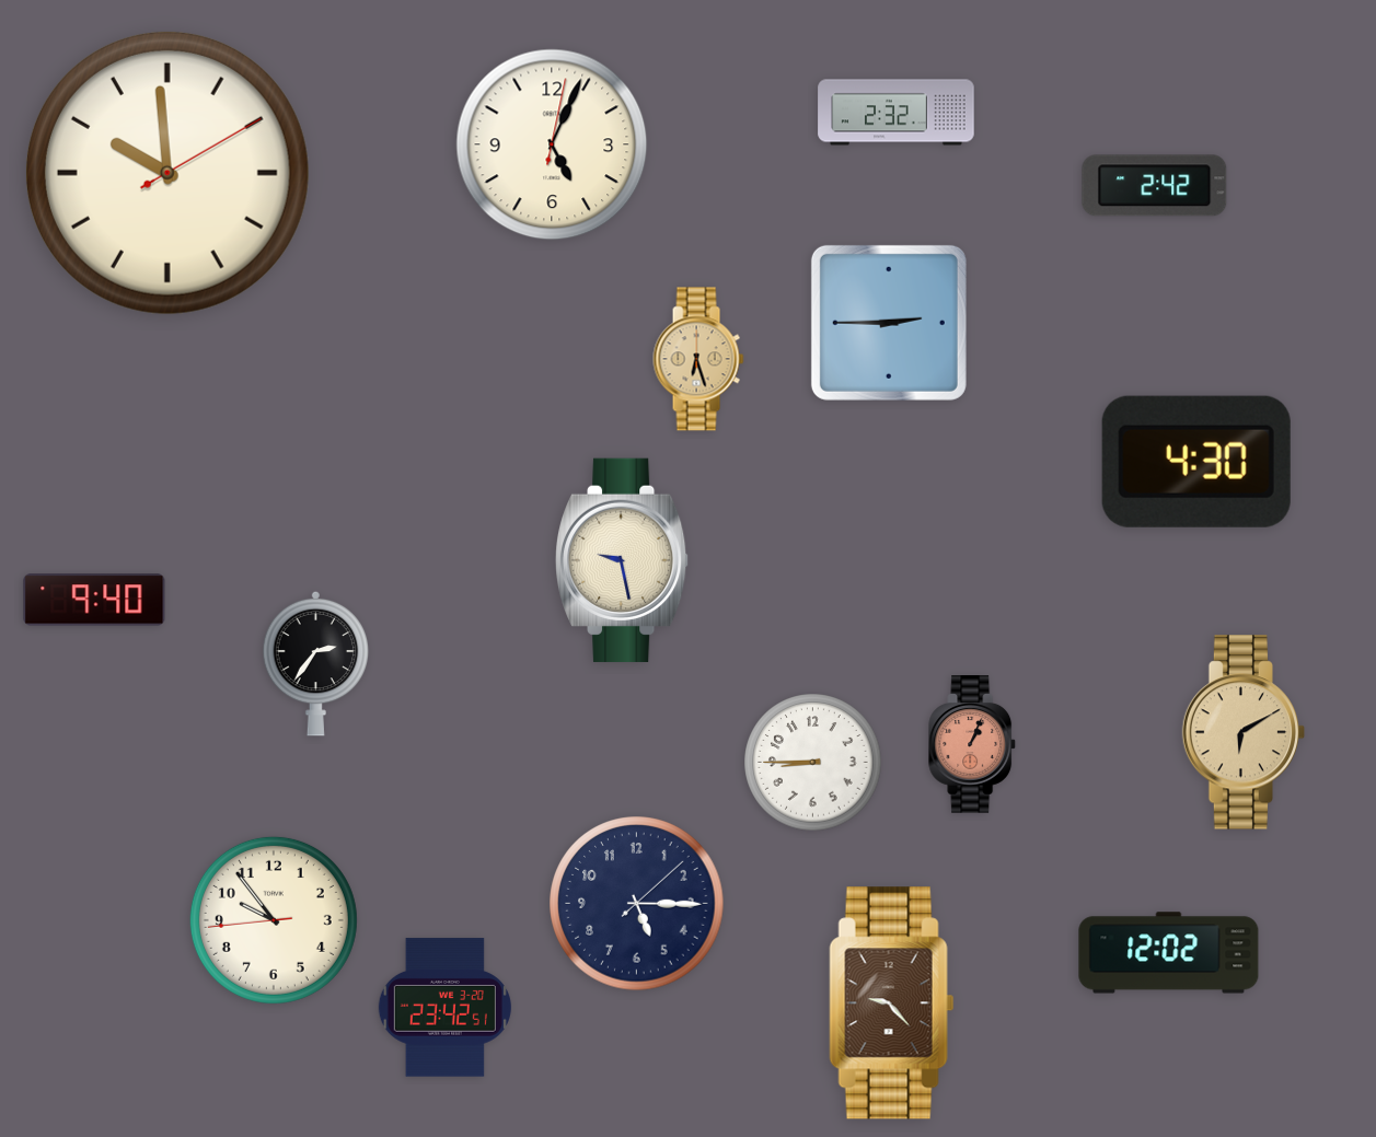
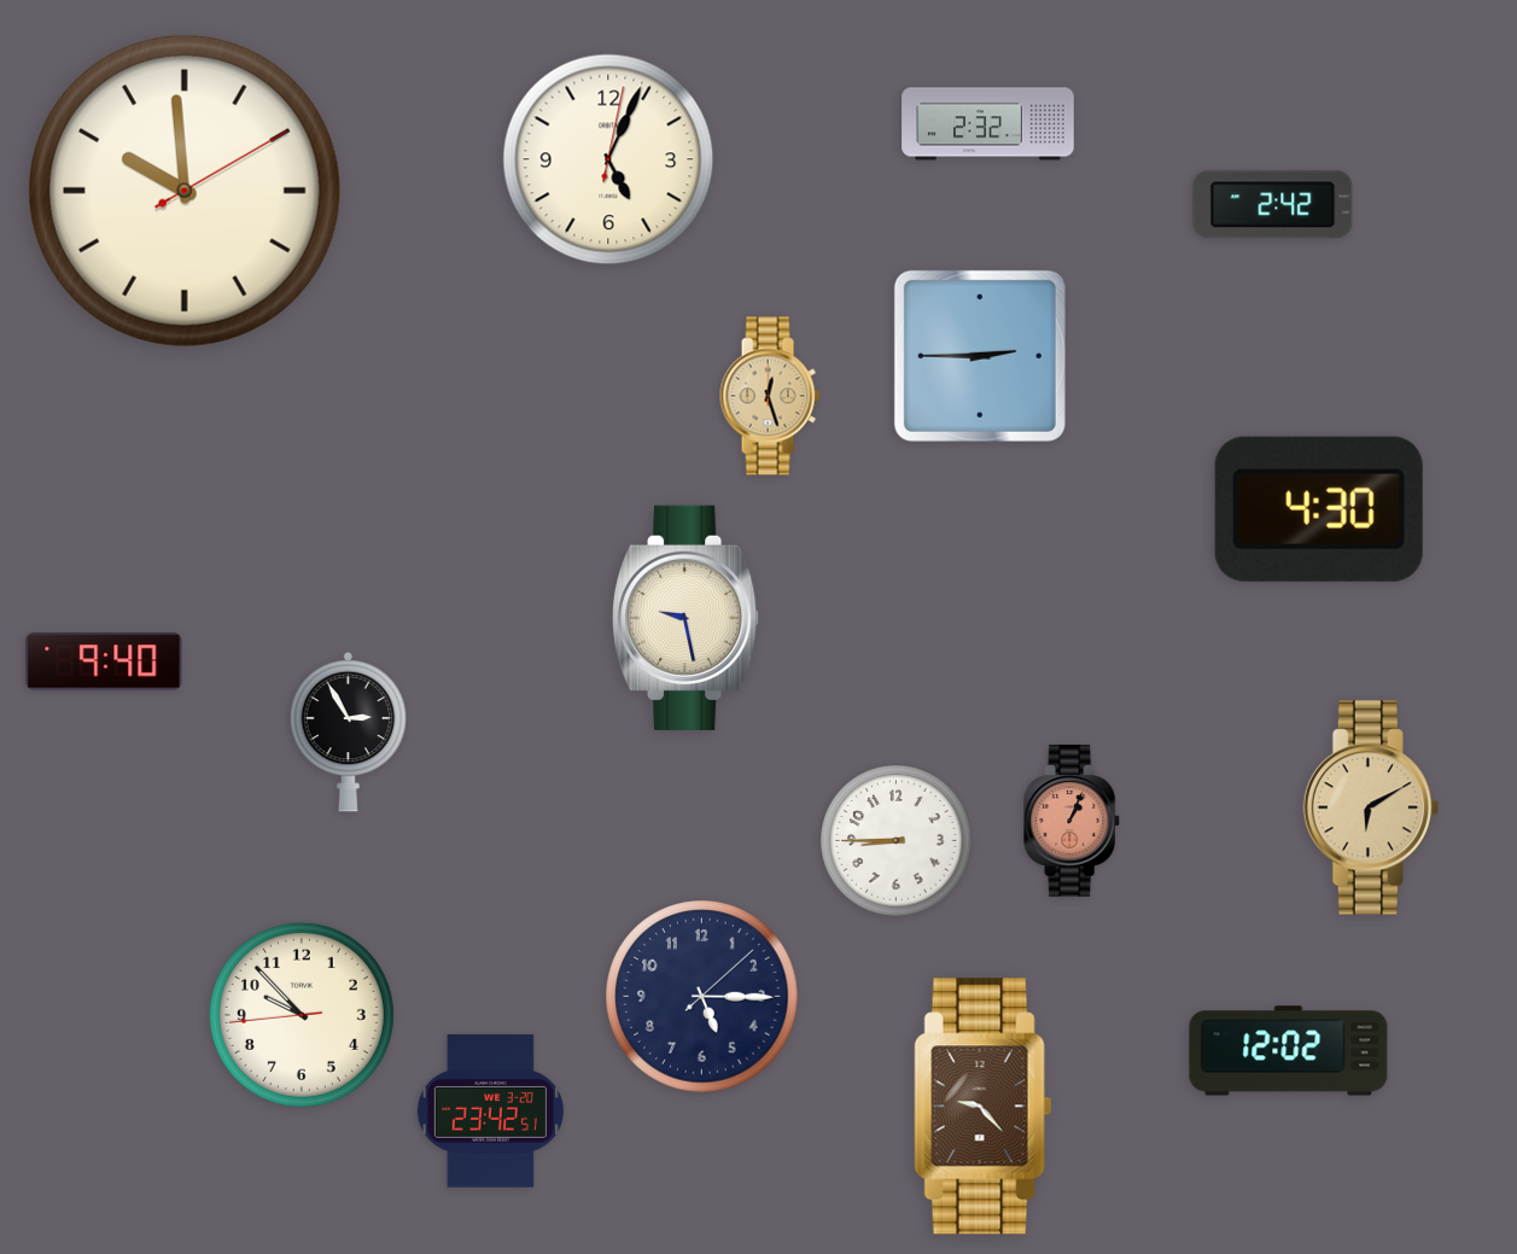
clock at (698, 359): 6:27 -> 12:27
clock at (316, 663): 2:36 -> 2:55
clock at (274, 920): 9:53 -> 9:52
